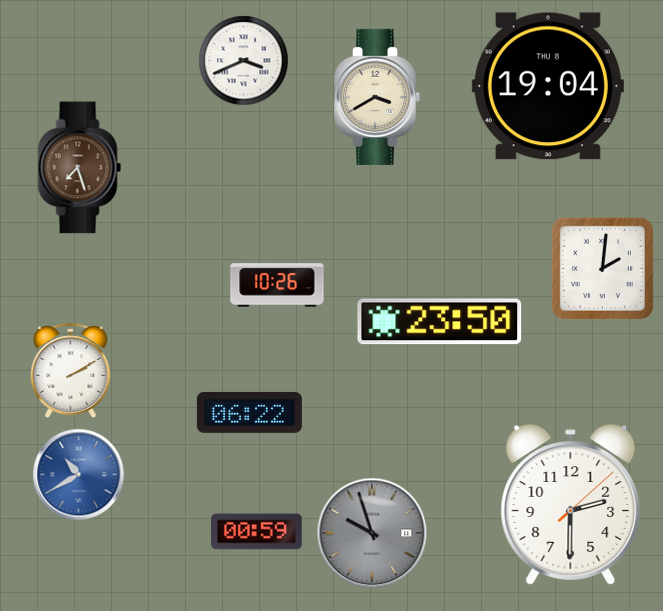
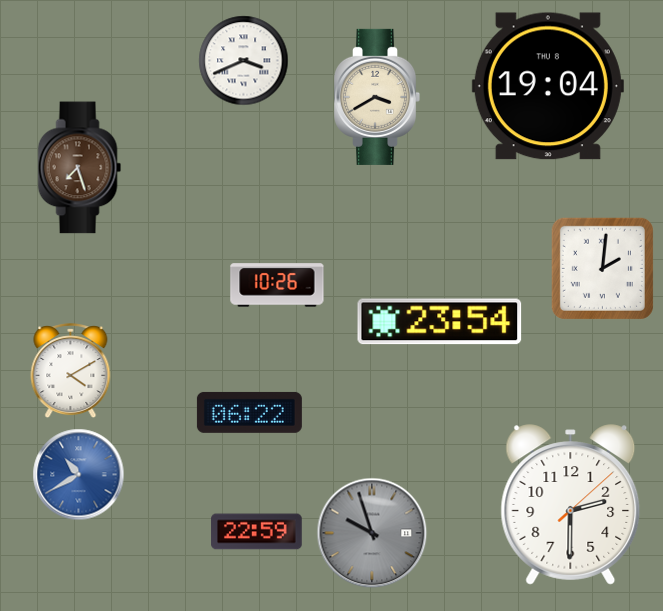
clock at (440, 322): 23:50 -> 23:54
clock at (71, 372): 2:10 -> 4:10
clock at (257, 532): 00:59 -> 22:59
